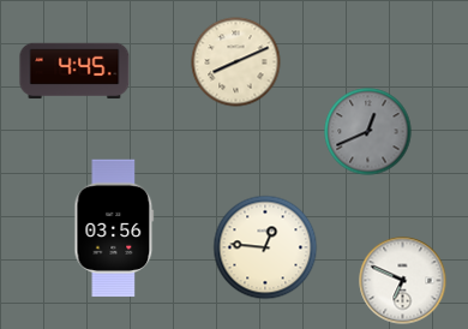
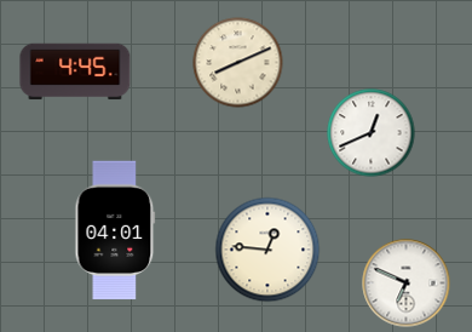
clock at (368, 132) dial: grey -> white
clock at (114, 228): 03:56 -> 04:01
